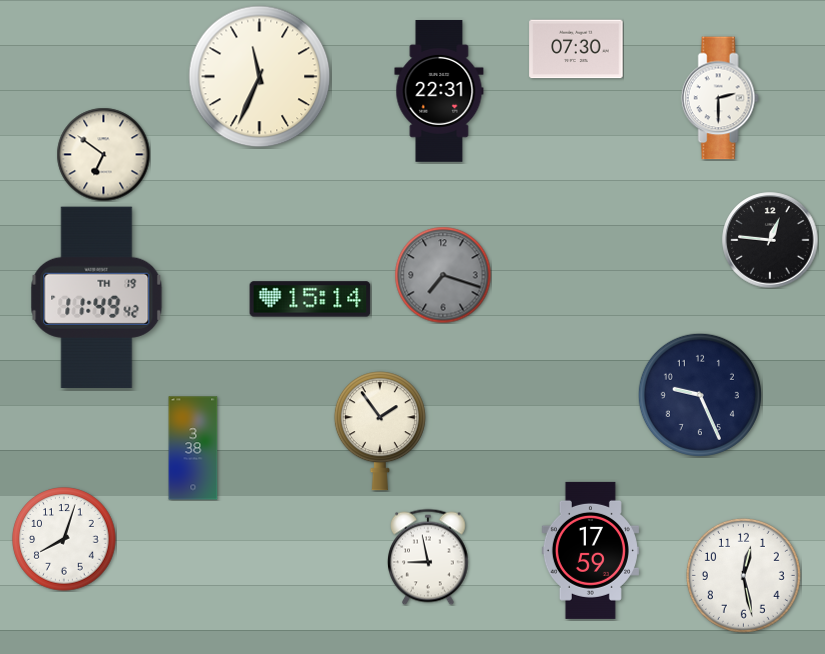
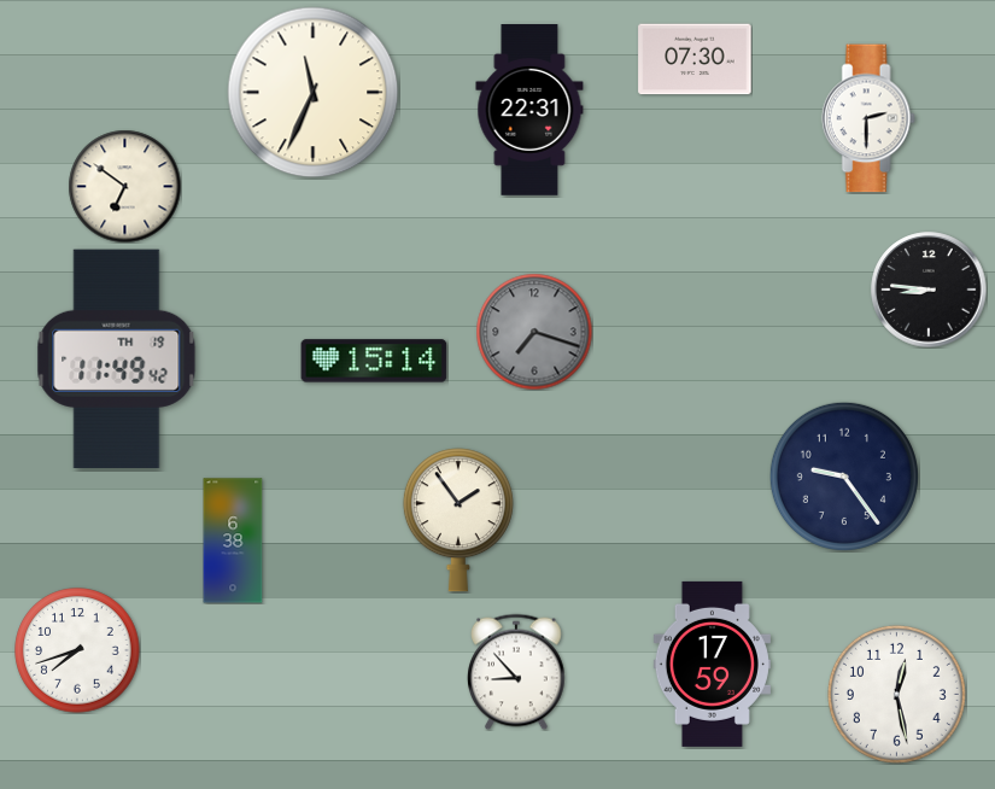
clock at (770, 240): 12:46 -> 8:46
clock at (700, 395): 9:26 -> 9:24
clock at (193, 448): 3:38 -> 6:38
clock at (64, 539): 8:03 -> 7:42
clock at (429, 557): 8:58 -> 8:53
